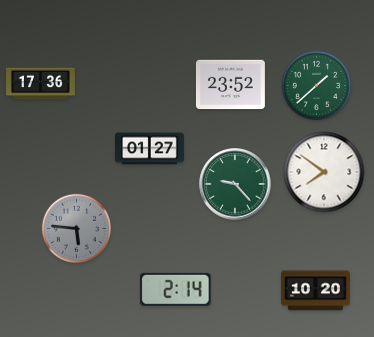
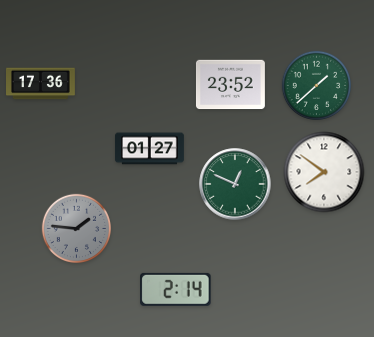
clock at (235, 184): 9:23 -> 12:49
clock at (77, 229): 5:46 -> 1:46
clock at (315, 291): 10:20 -> none
